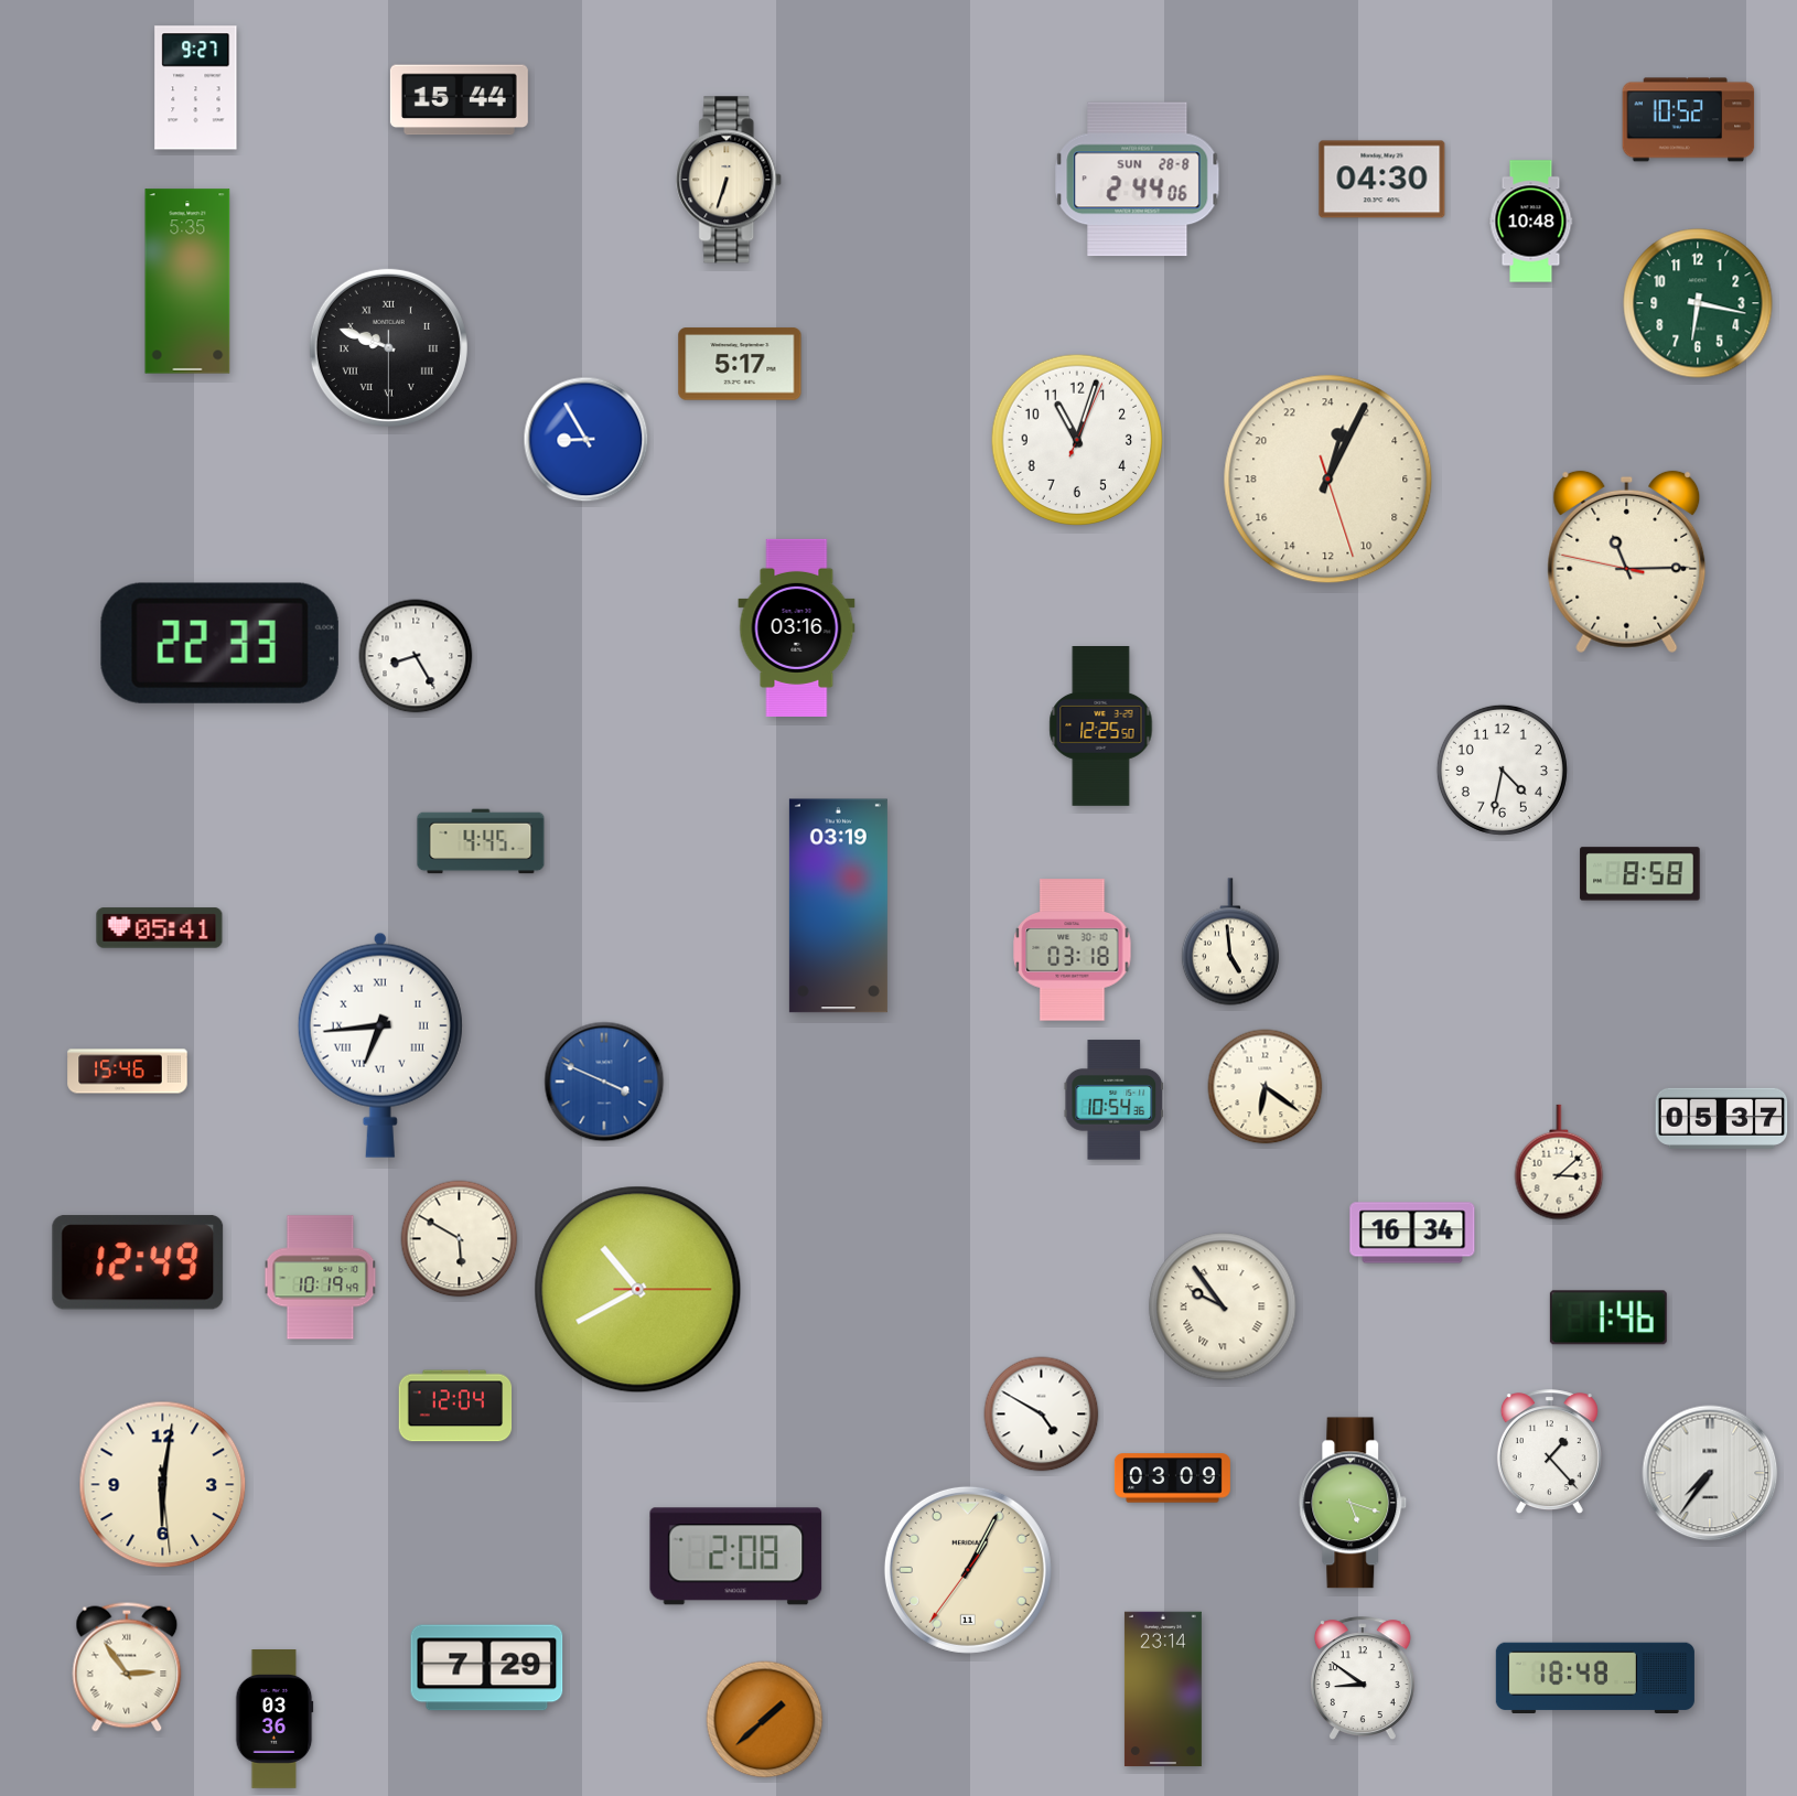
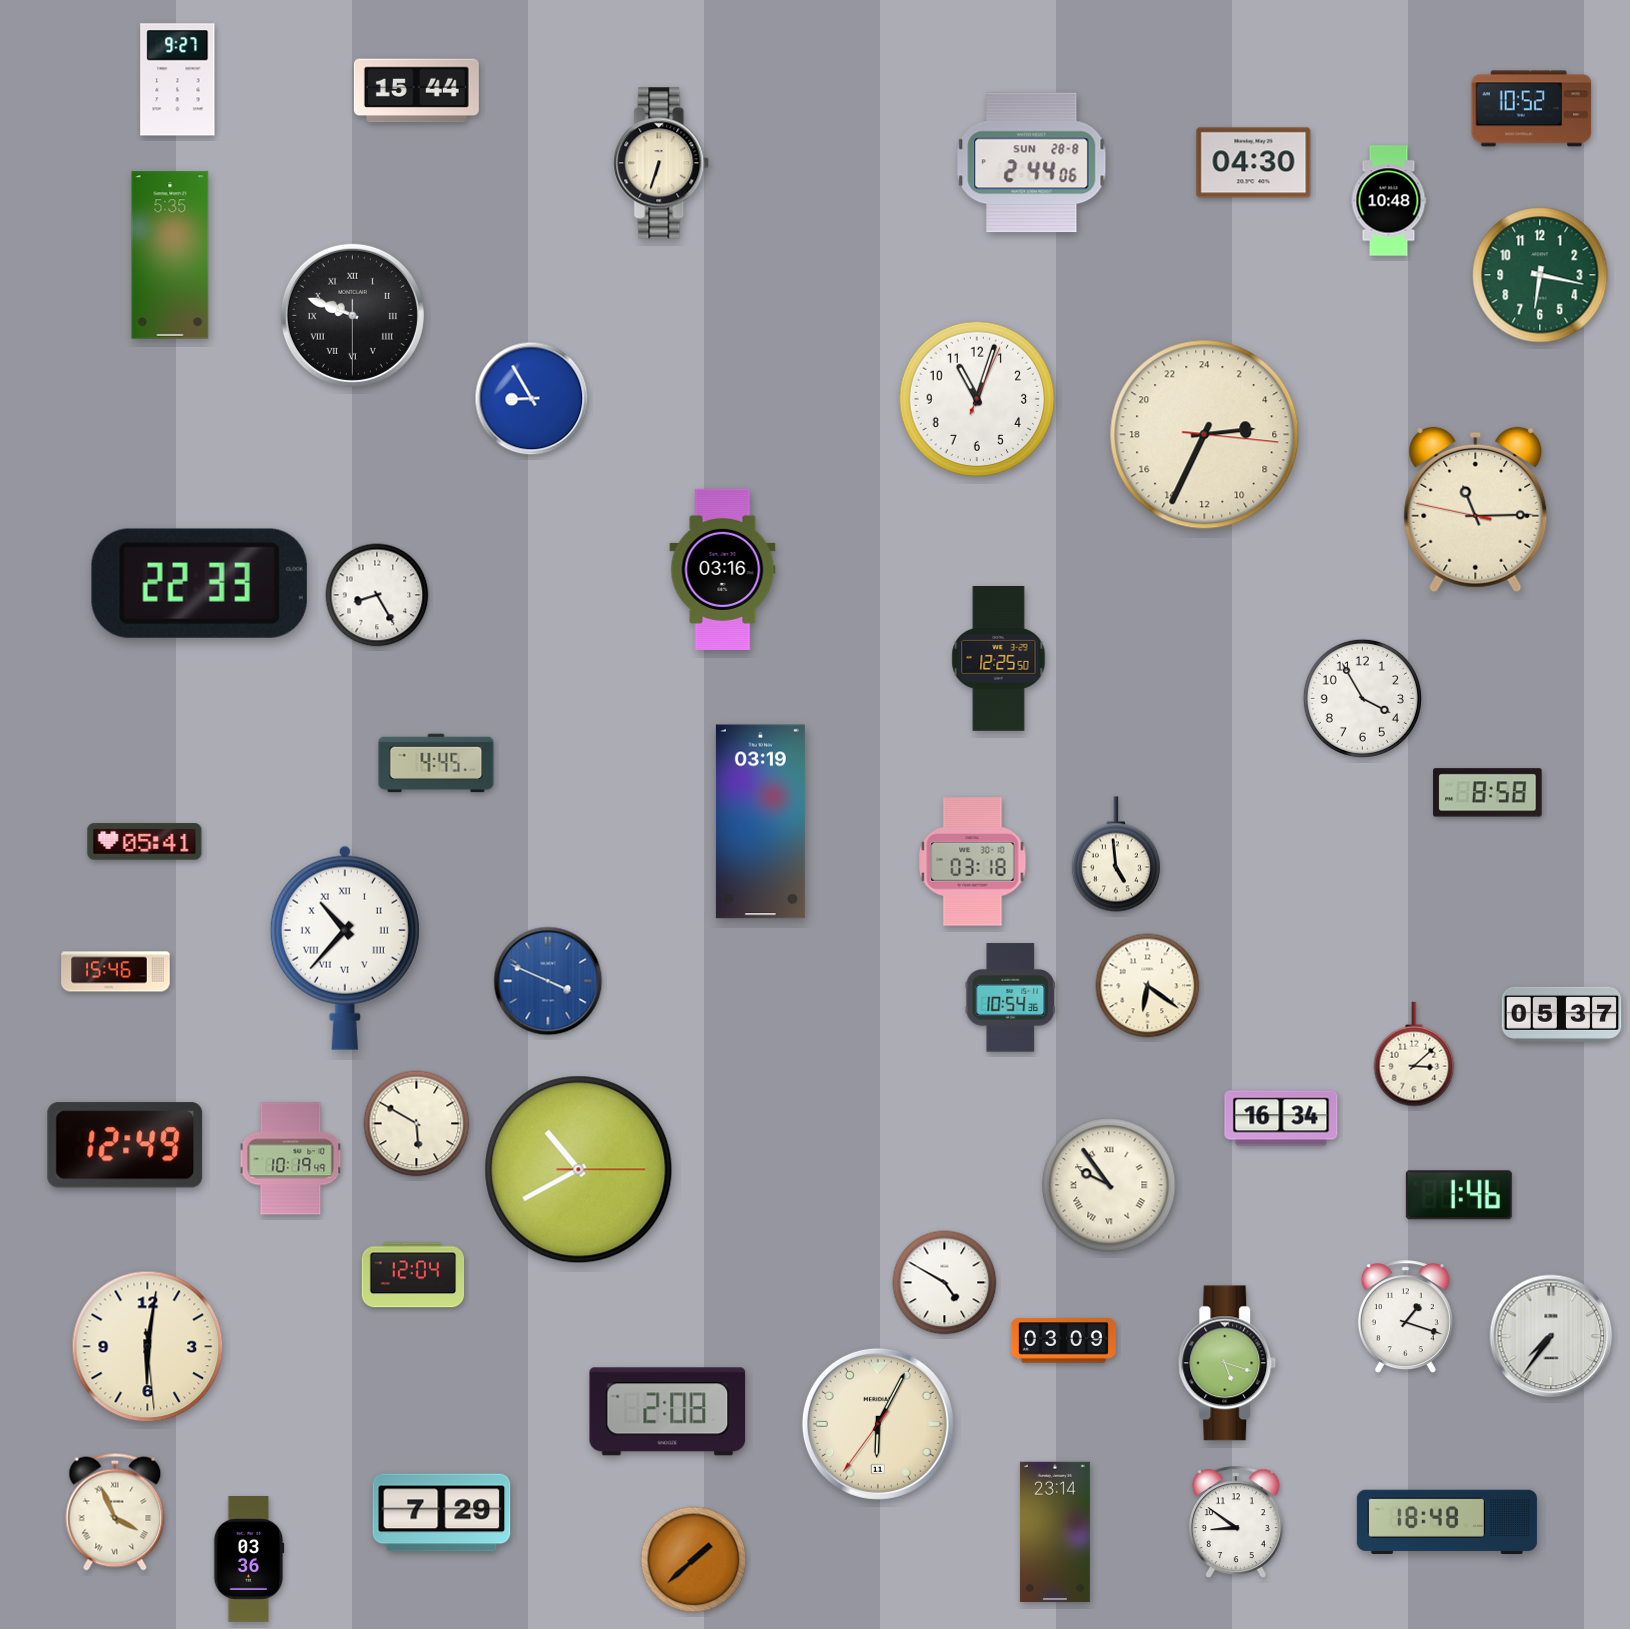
clock at (740, 364): 5:17 -> none
clock at (1328, 480): 1:04 -> 5:34
clock at (1502, 770): 4:32 -> 3:55
clock at (380, 1045): 6:44 -> 10:37
clock at (1549, 1452): 1:23 -> 1:18
clock at (968, 1570): 1:04 -> 6:04
clock at (127, 1667): 2:54 -> 3:56
